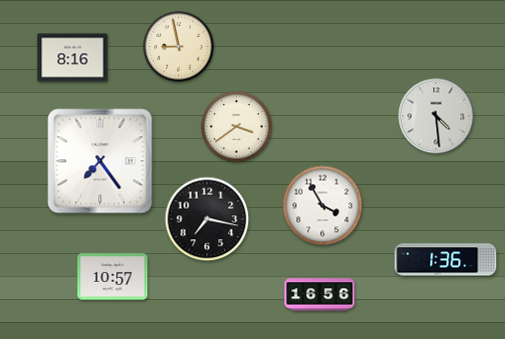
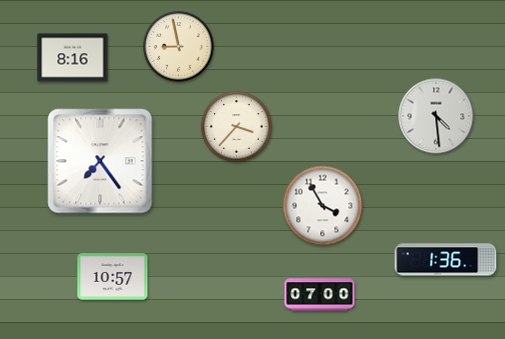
clock at (237, 127): 3:39 -> 3:37
clock at (207, 219): 7:17 -> none
clock at (320, 295): 16:56 -> 07:00
